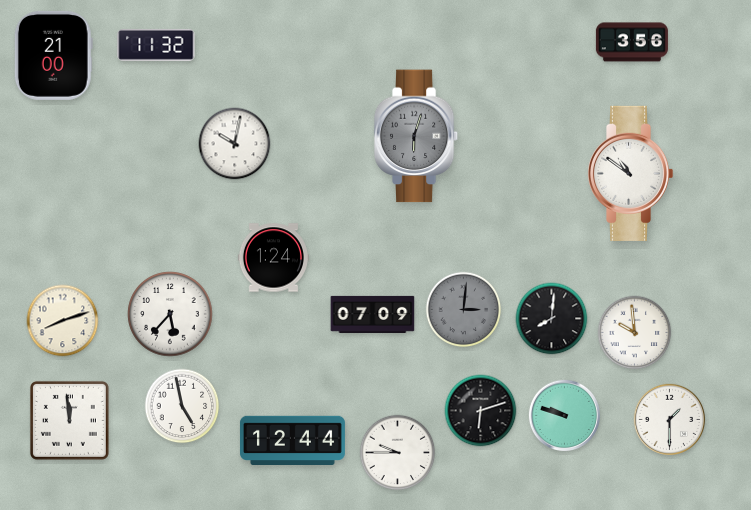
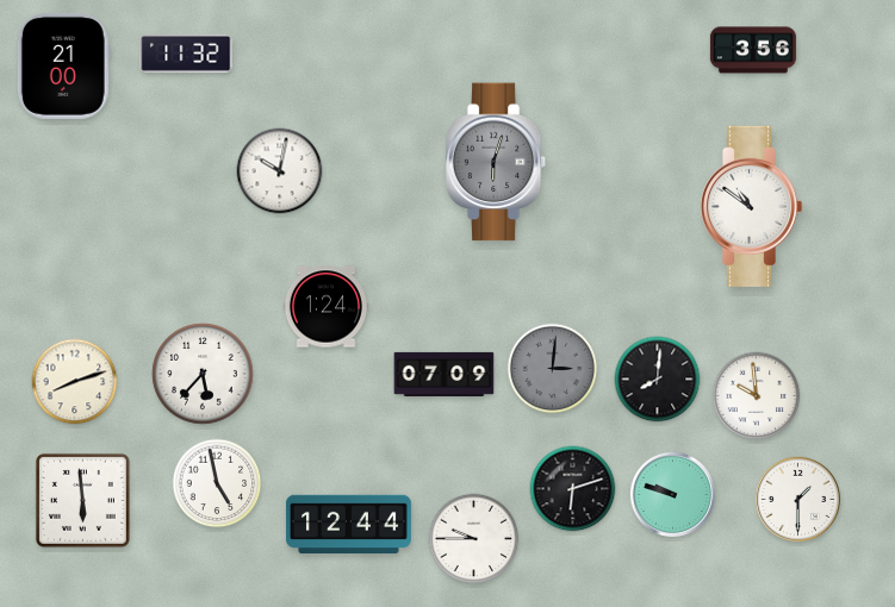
clock at (69, 420): 11:59 -> 5:59
